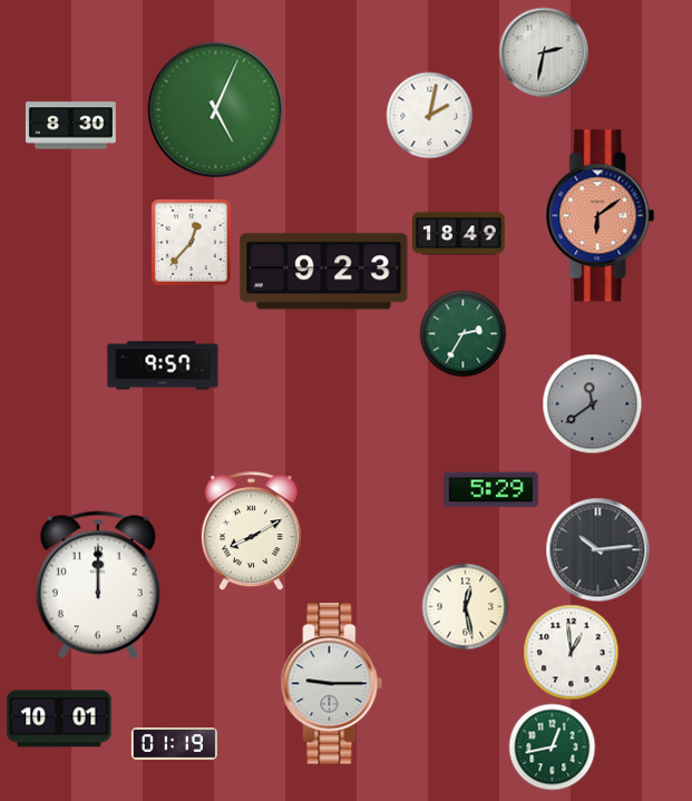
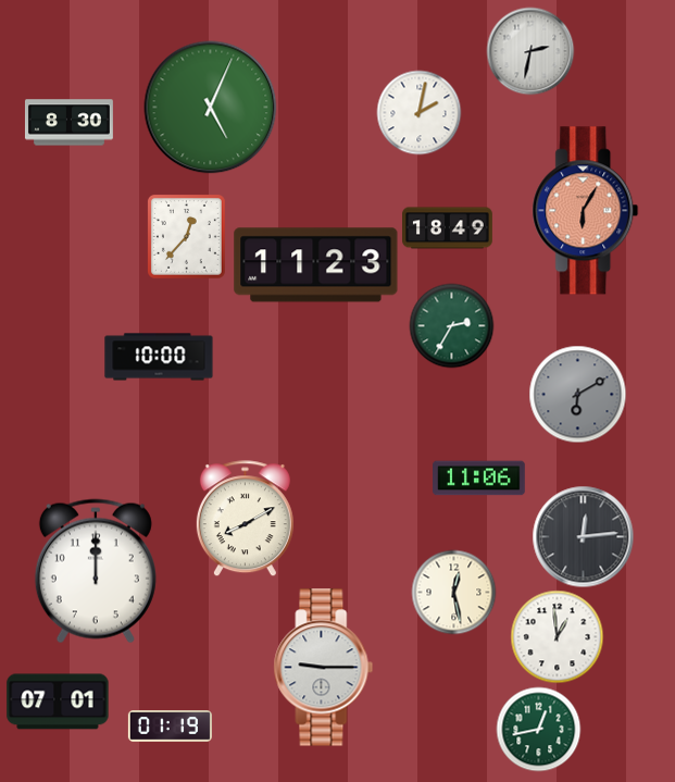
clock at (601, 216): 6:09 -> 6:05
clock at (324, 272): 9:23 -> 11:23
clock at (163, 365): 9:57 -> 10:00
clock at (592, 403): 11:39 -> 6:10
clock at (491, 490): 5:29 -> 11:06
clock at (597, 549): 10:14 -> 12:14
clock at (59, 719): 10:01 -> 07:01
